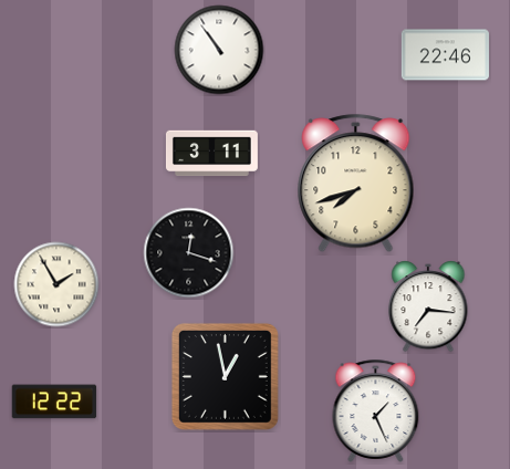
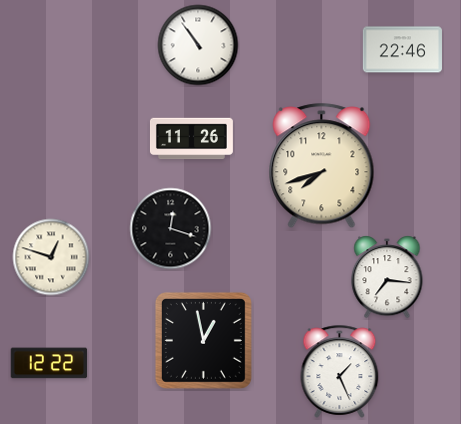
clock at (211, 154): 3:11 -> 11:26
clock at (56, 284): 1:55 -> 12:48
